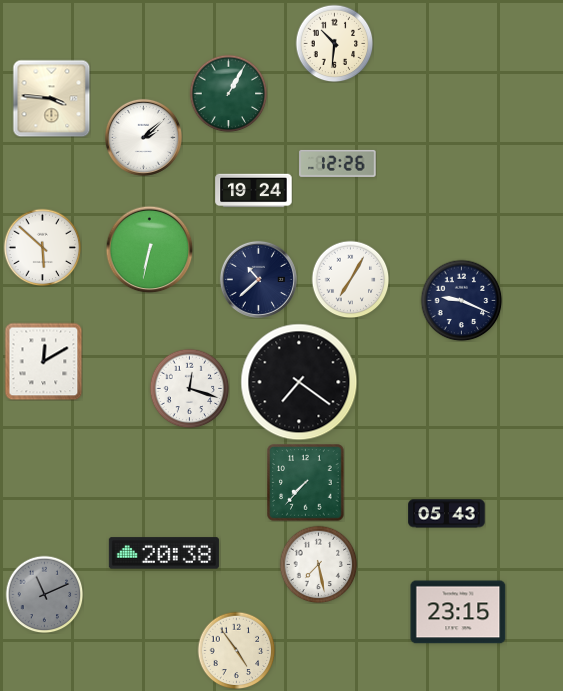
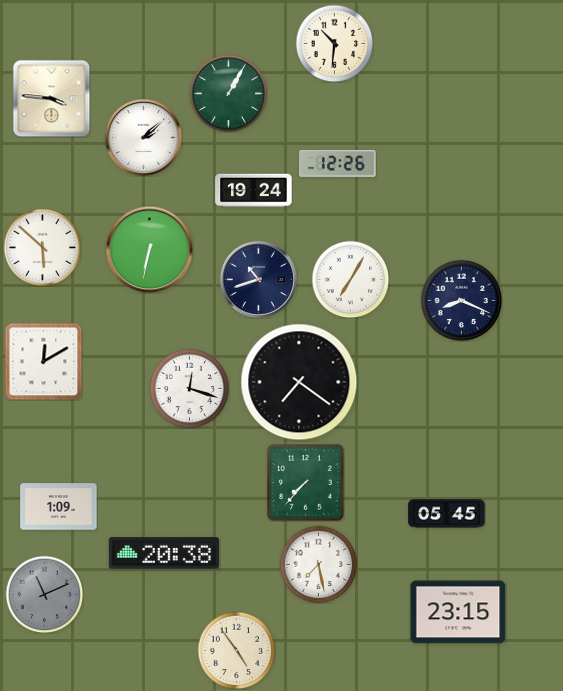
clock at (258, 279): 10:38 -> 10:42
clock at (461, 300): 9:19 -> 8:19
clock at (59, 507): none -> 1:09
clock at (447, 514): 05:43 -> 05:45
